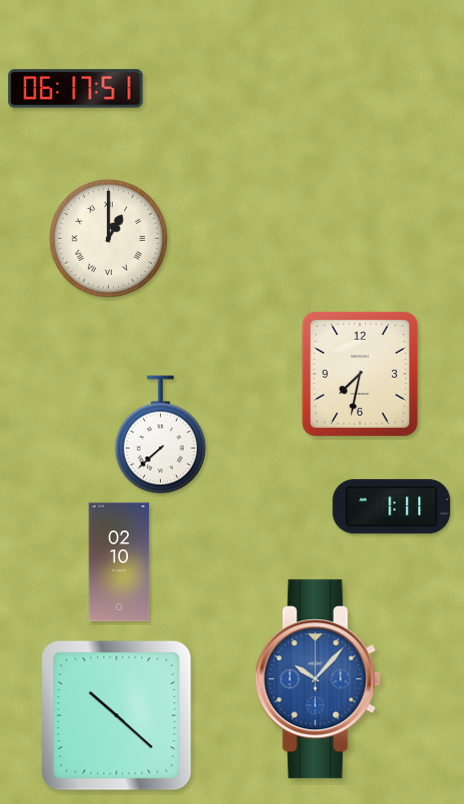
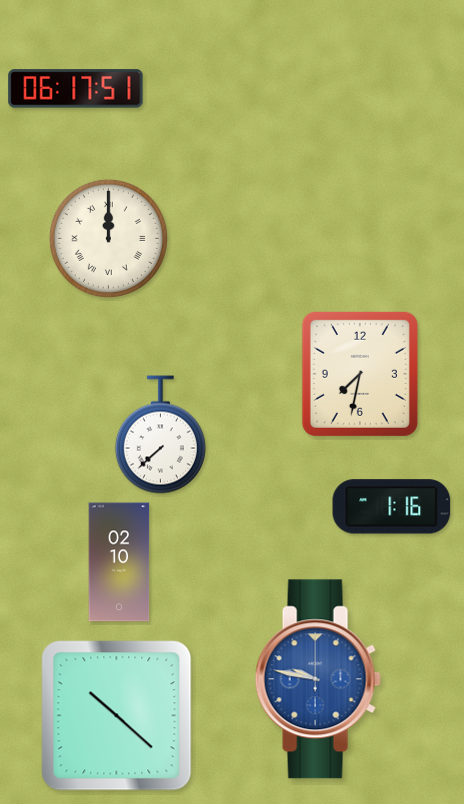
clock at (108, 238): 1:00 -> 12:00
clock at (392, 507): 1:11 -> 1:16
clock at (318, 679): 10:07 -> 9:47
